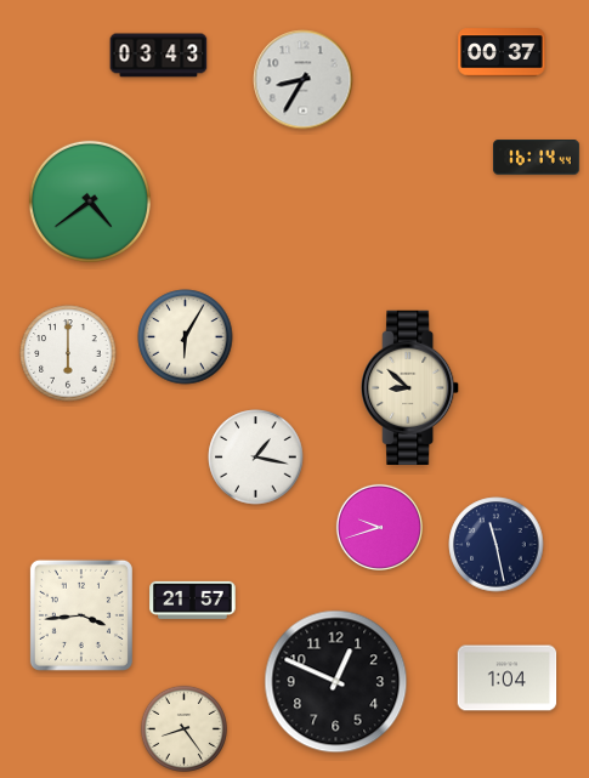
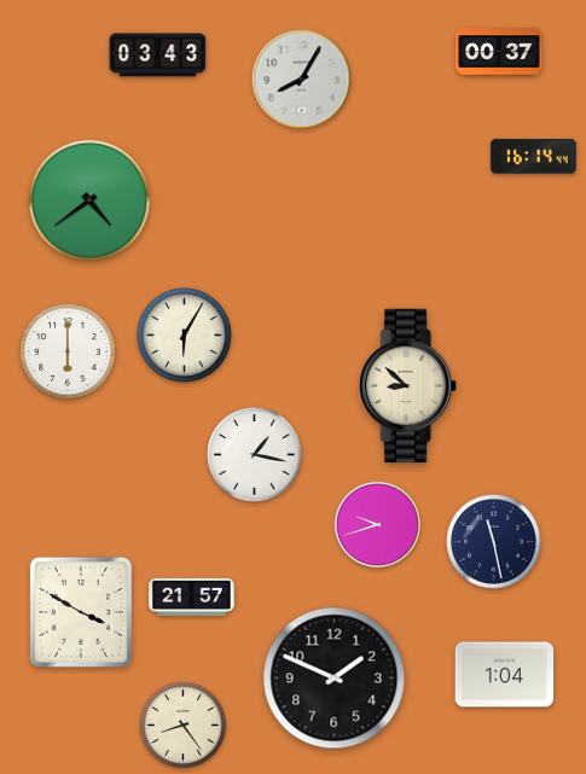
clock at (304, 80): 8:35 -> 8:05
clock at (81, 615): 3:44 -> 3:50
clock at (336, 682): 12:49 -> 1:49
